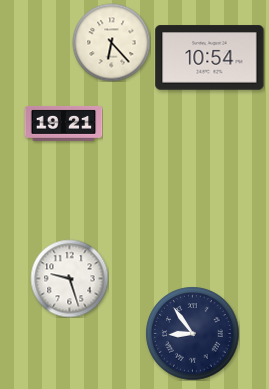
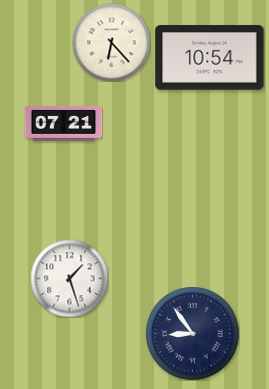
clock at (63, 123): 19:21 -> 07:21
clock at (69, 278): 9:27 -> 1:27
